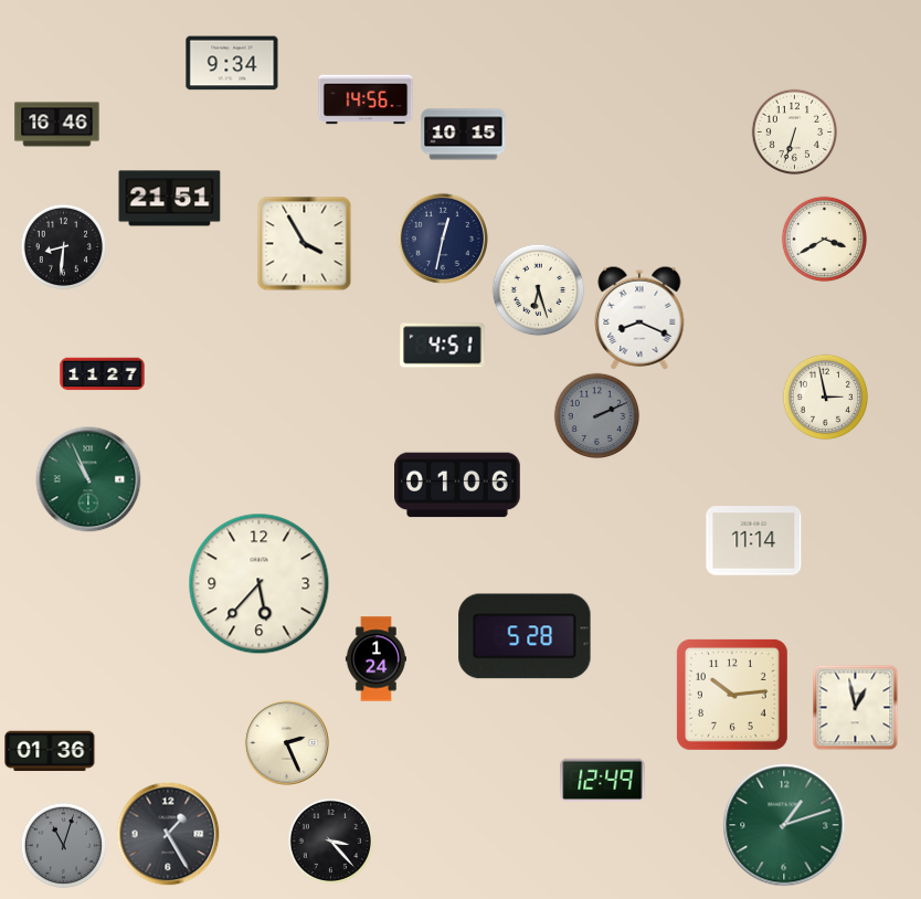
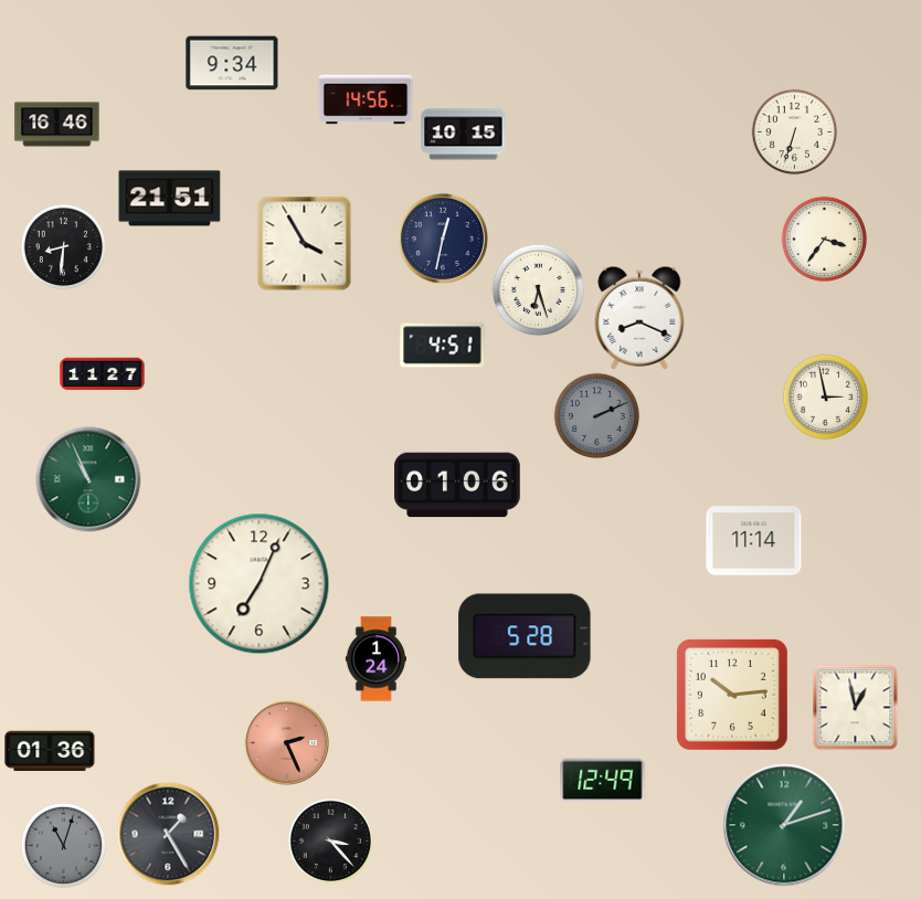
clock at (824, 239): 3:40 -> 3:36
clock at (260, 584): 5:37 -> 7:04
clock at (286, 742) dial: cream -> salmon
